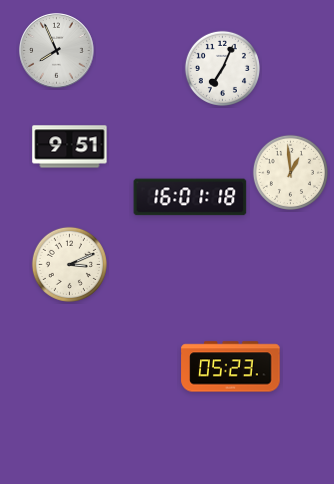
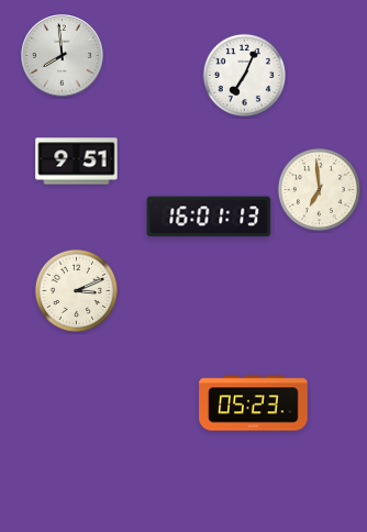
clock at (57, 51): 7:56 -> 7:59
clock at (290, 172): 12:59 -> 6:59
clock at (190, 197): 16:01:18 -> 16:01:13
